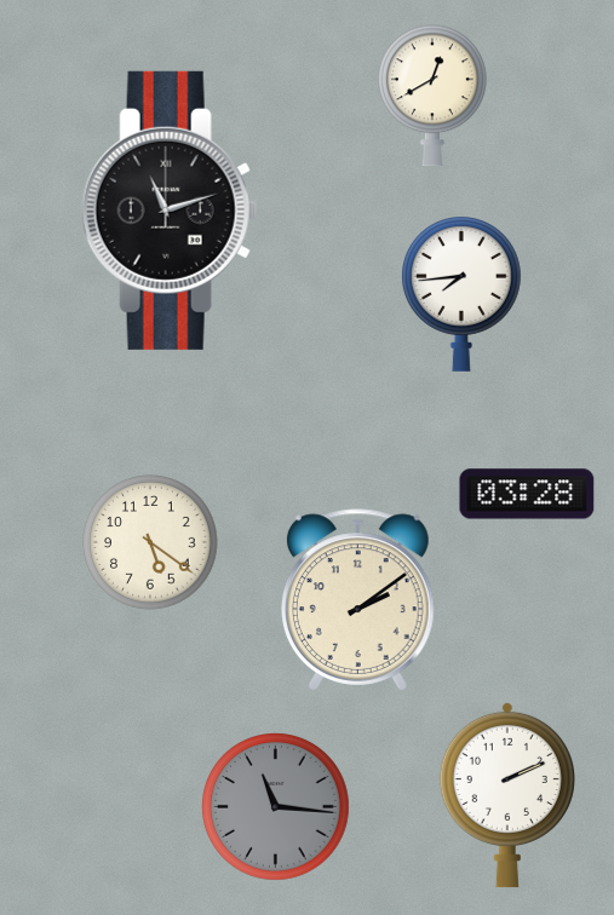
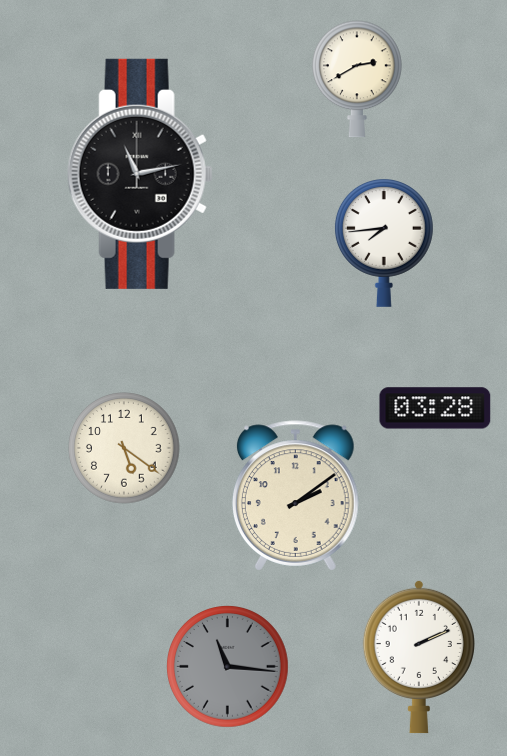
clock at (434, 96): 12:40 -> 2:40
clock at (170, 211): 11:12 -> 11:13
clock at (461, 294) position: (461, 294) -> (384, 243)
